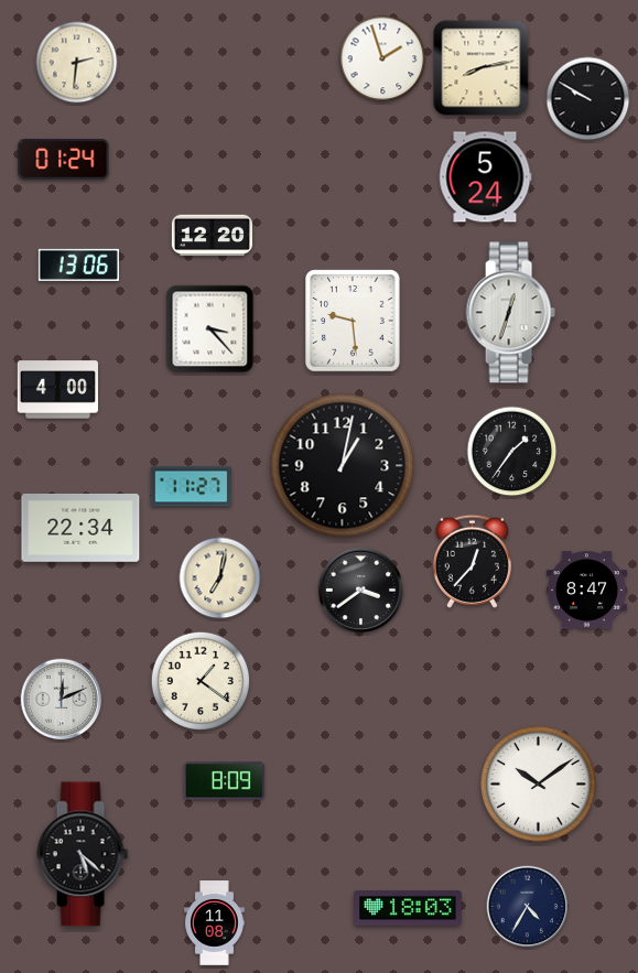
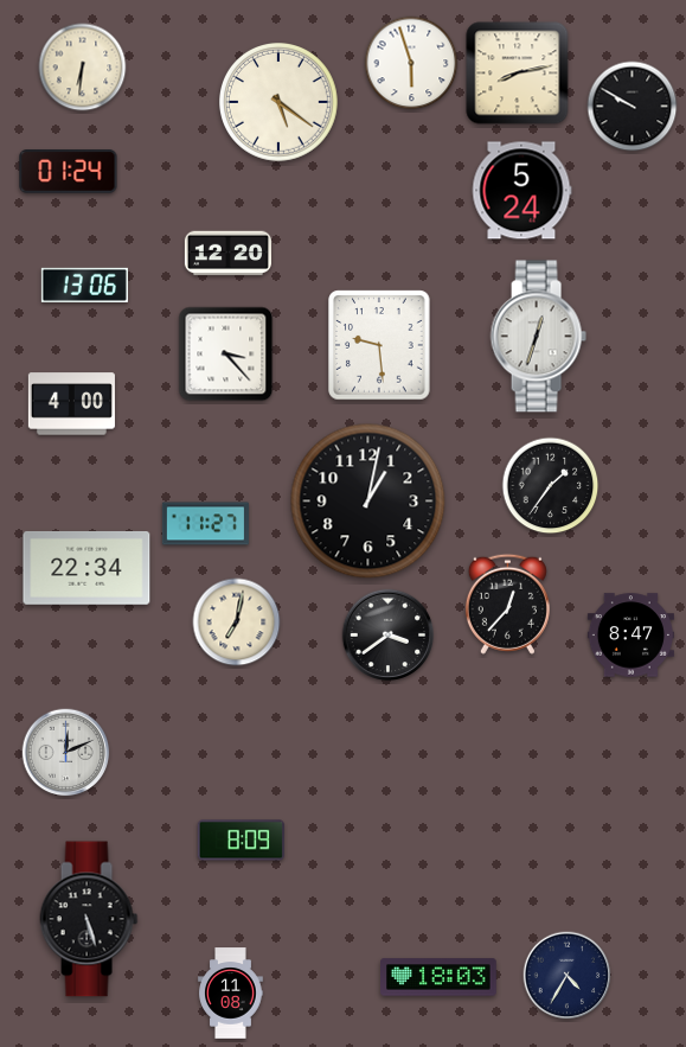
clock at (382, 58): 1:57 -> 5:57
clock at (77, 63): 2:31 -> 6:31
clock at (280, 103): none -> 5:21
clock at (510, 313) position: (510, 313) -> (538, 337)
clock at (57, 390) position: (57, 390) -> (71, 404)
clock at (201, 681): 1:21 -> none
clock at (539, 785): 10:09 -> none
clock at (83, 854): 5:22 -> 5:27
